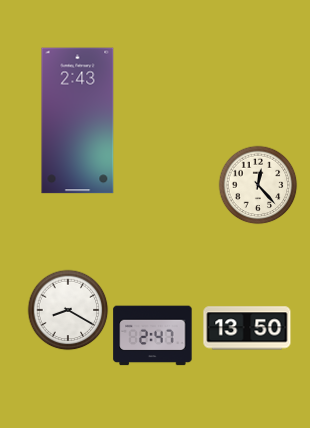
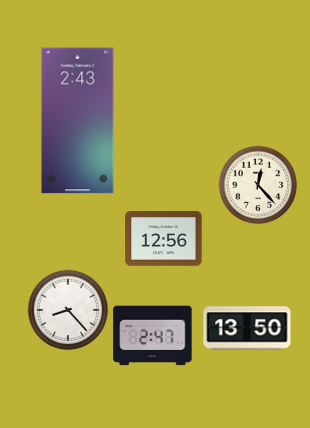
clock at (164, 239): none -> 12:56
clock at (68, 310): 8:20 -> 8:23
